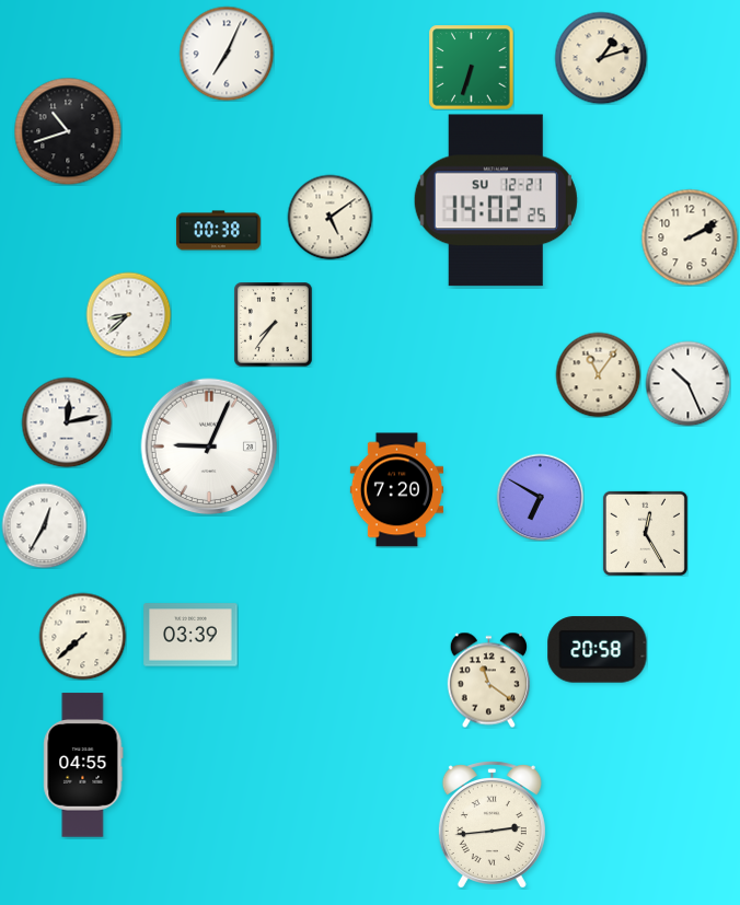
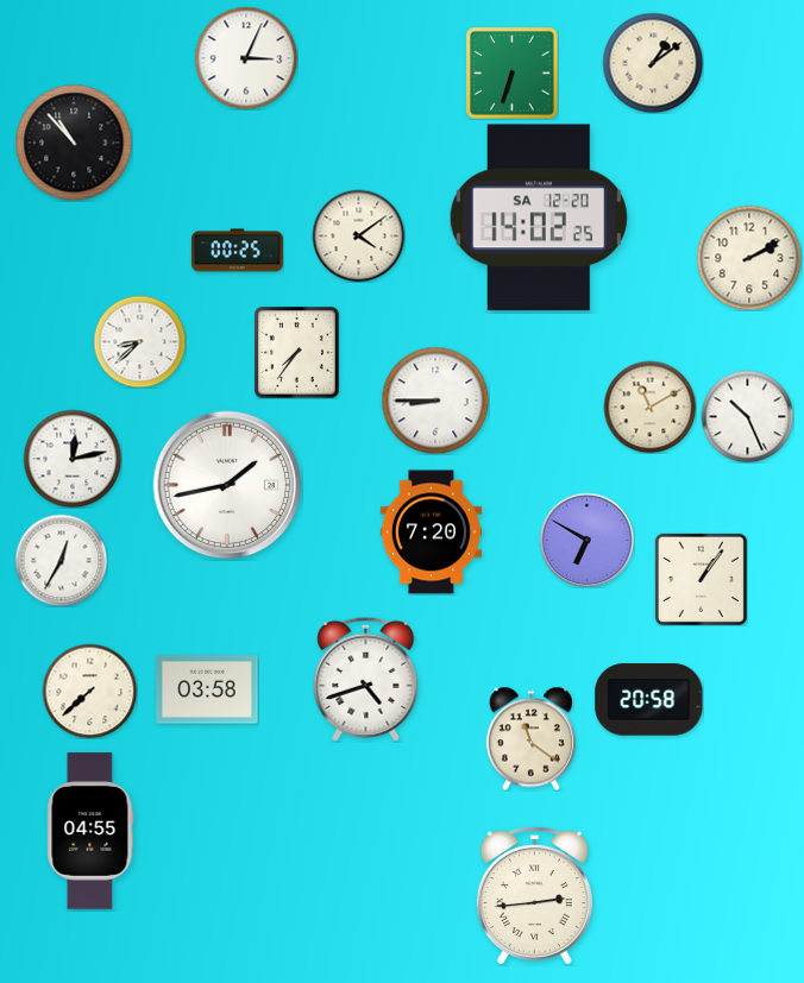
clock at (227, 54): 7:04 -> 3:04
clock at (601, 58): 1:12 -> 1:09
clock at (68, 131): 10:42 -> 10:53
clock at (496, 200) date: SU 12-21 -> SA 12-20
clock at (329, 217): 5:09 -> 4:09
clock at (218, 231): 00:38 -> 00:25
clock at (435, 401): none -> 8:45
clock at (598, 374): 11:06 -> 11:10
clock at (209, 446): 9:04 -> 1:43
clock at (44, 525) position: (44, 525) -> (61, 560)
clock at (645, 533): 12:25 -> 1:06
clock at (366, 679): none -> 4:42
clock at (190, 635): 03:39 -> 03:58
clock at (598, 650) position: (598, 650) -> (649, 700)
